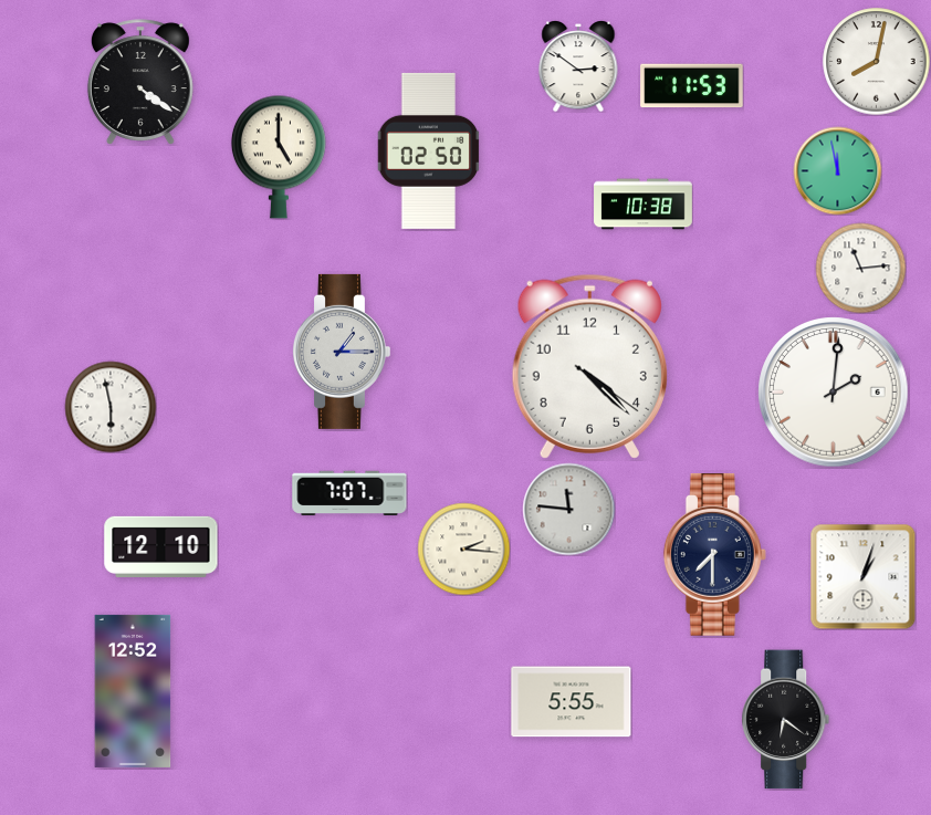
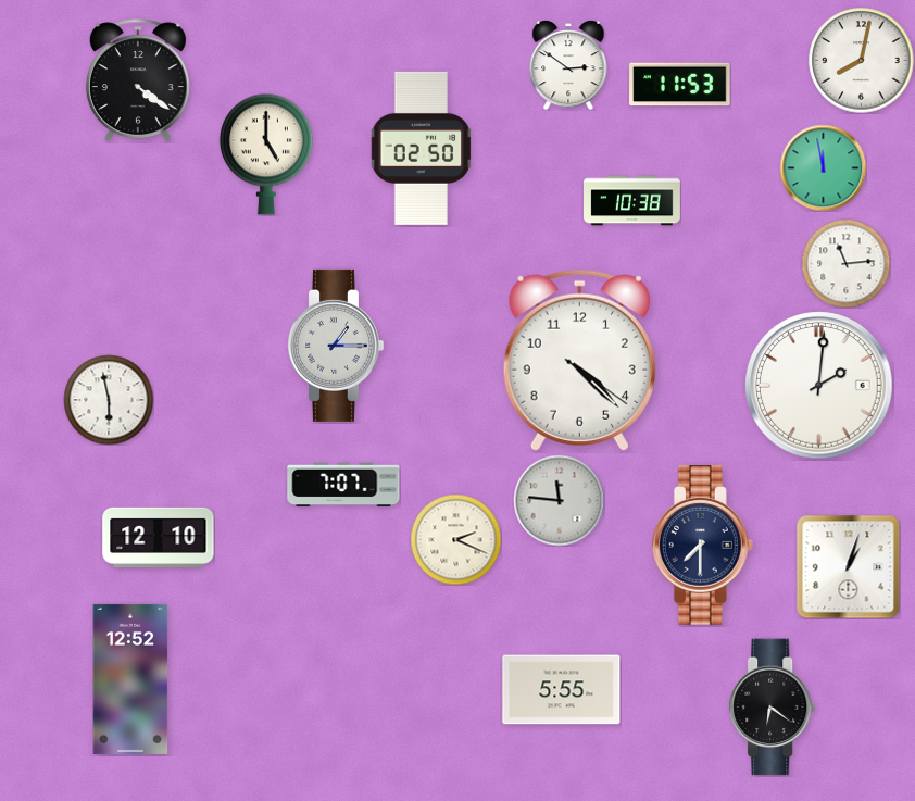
clock at (279, 157) position: (279, 157) -> (266, 154)
clock at (463, 548): 2:16 -> 2:19
